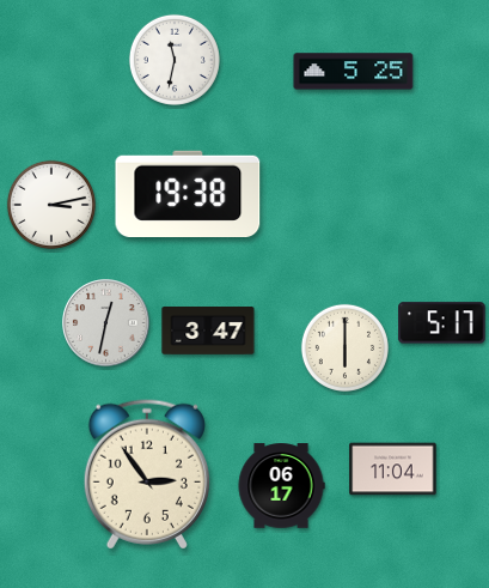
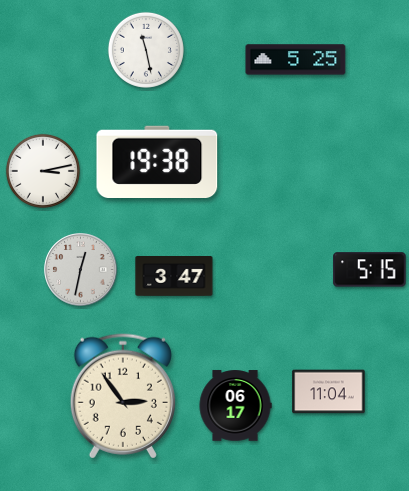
clock at (175, 60): 11:32 -> 11:28
clock at (106, 323) position: (106, 323) -> (81, 270)
clock at (442, 323): 5:17 -> 5:15
clock at (344, 347): 6:00 -> none
